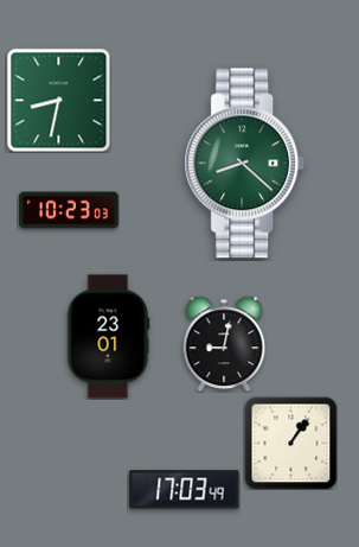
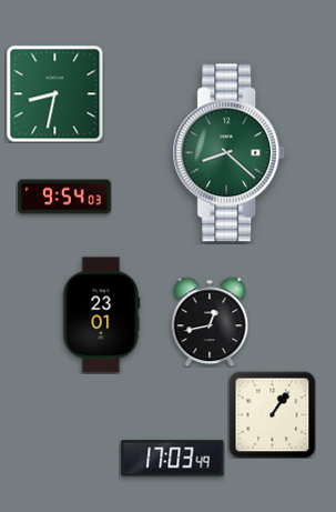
clock at (69, 210): 10:23 -> 9:54
clock at (224, 344): 9:02 -> 12:43
